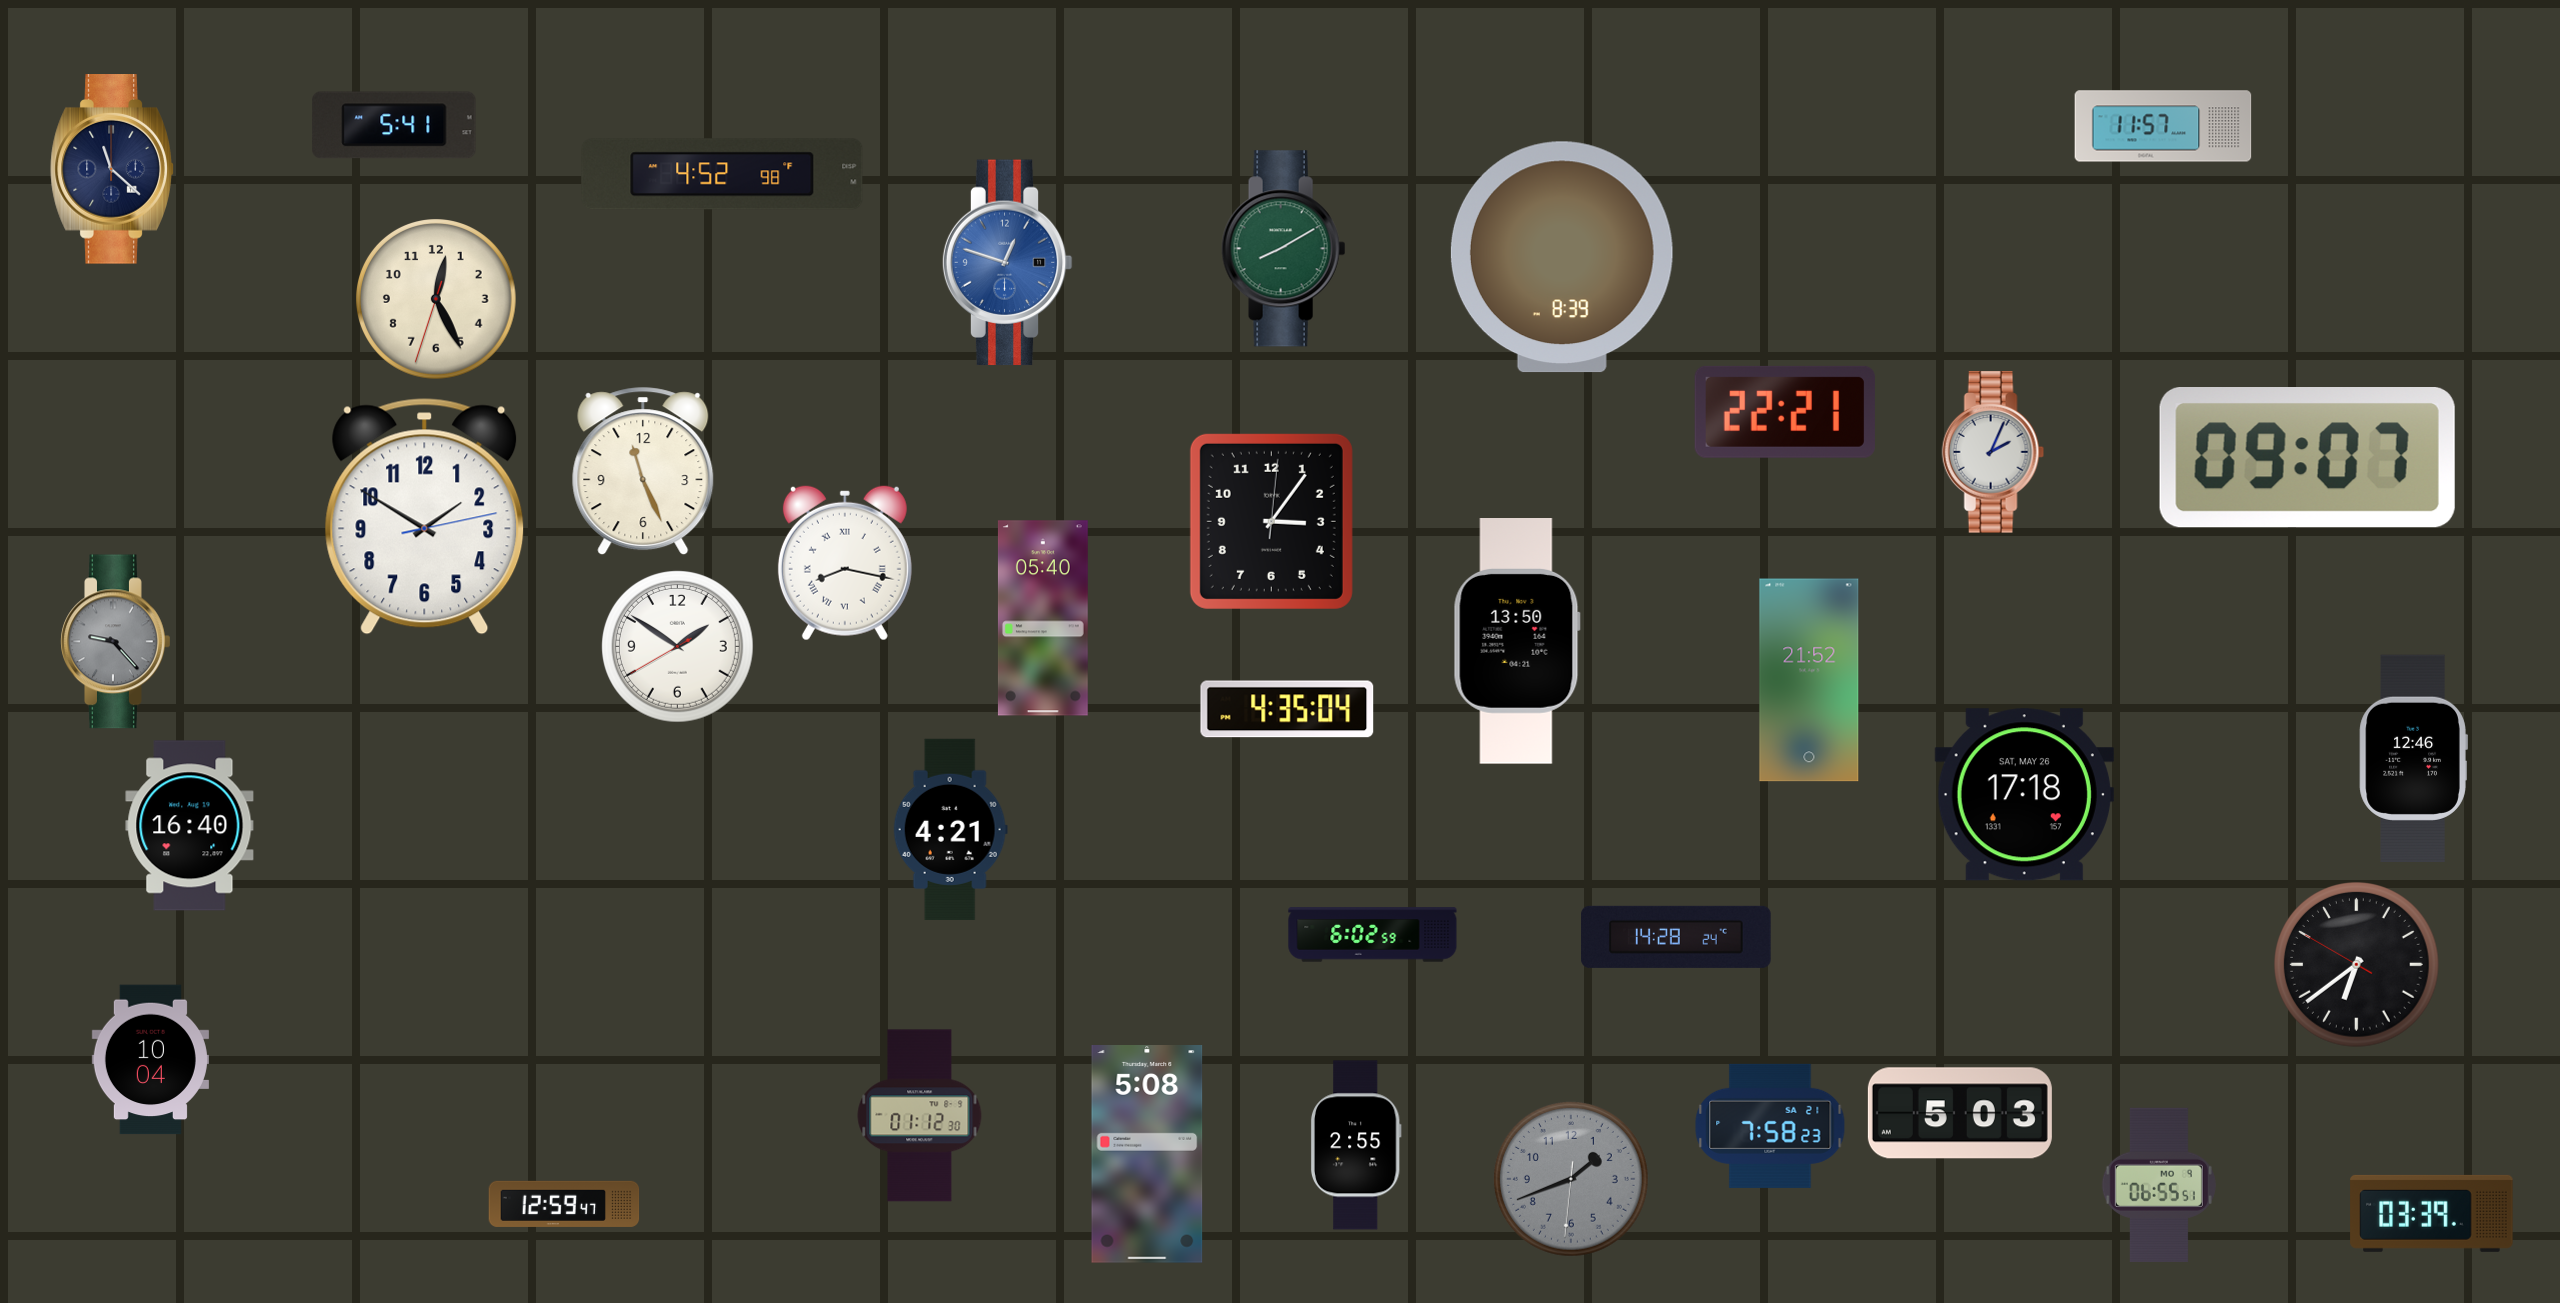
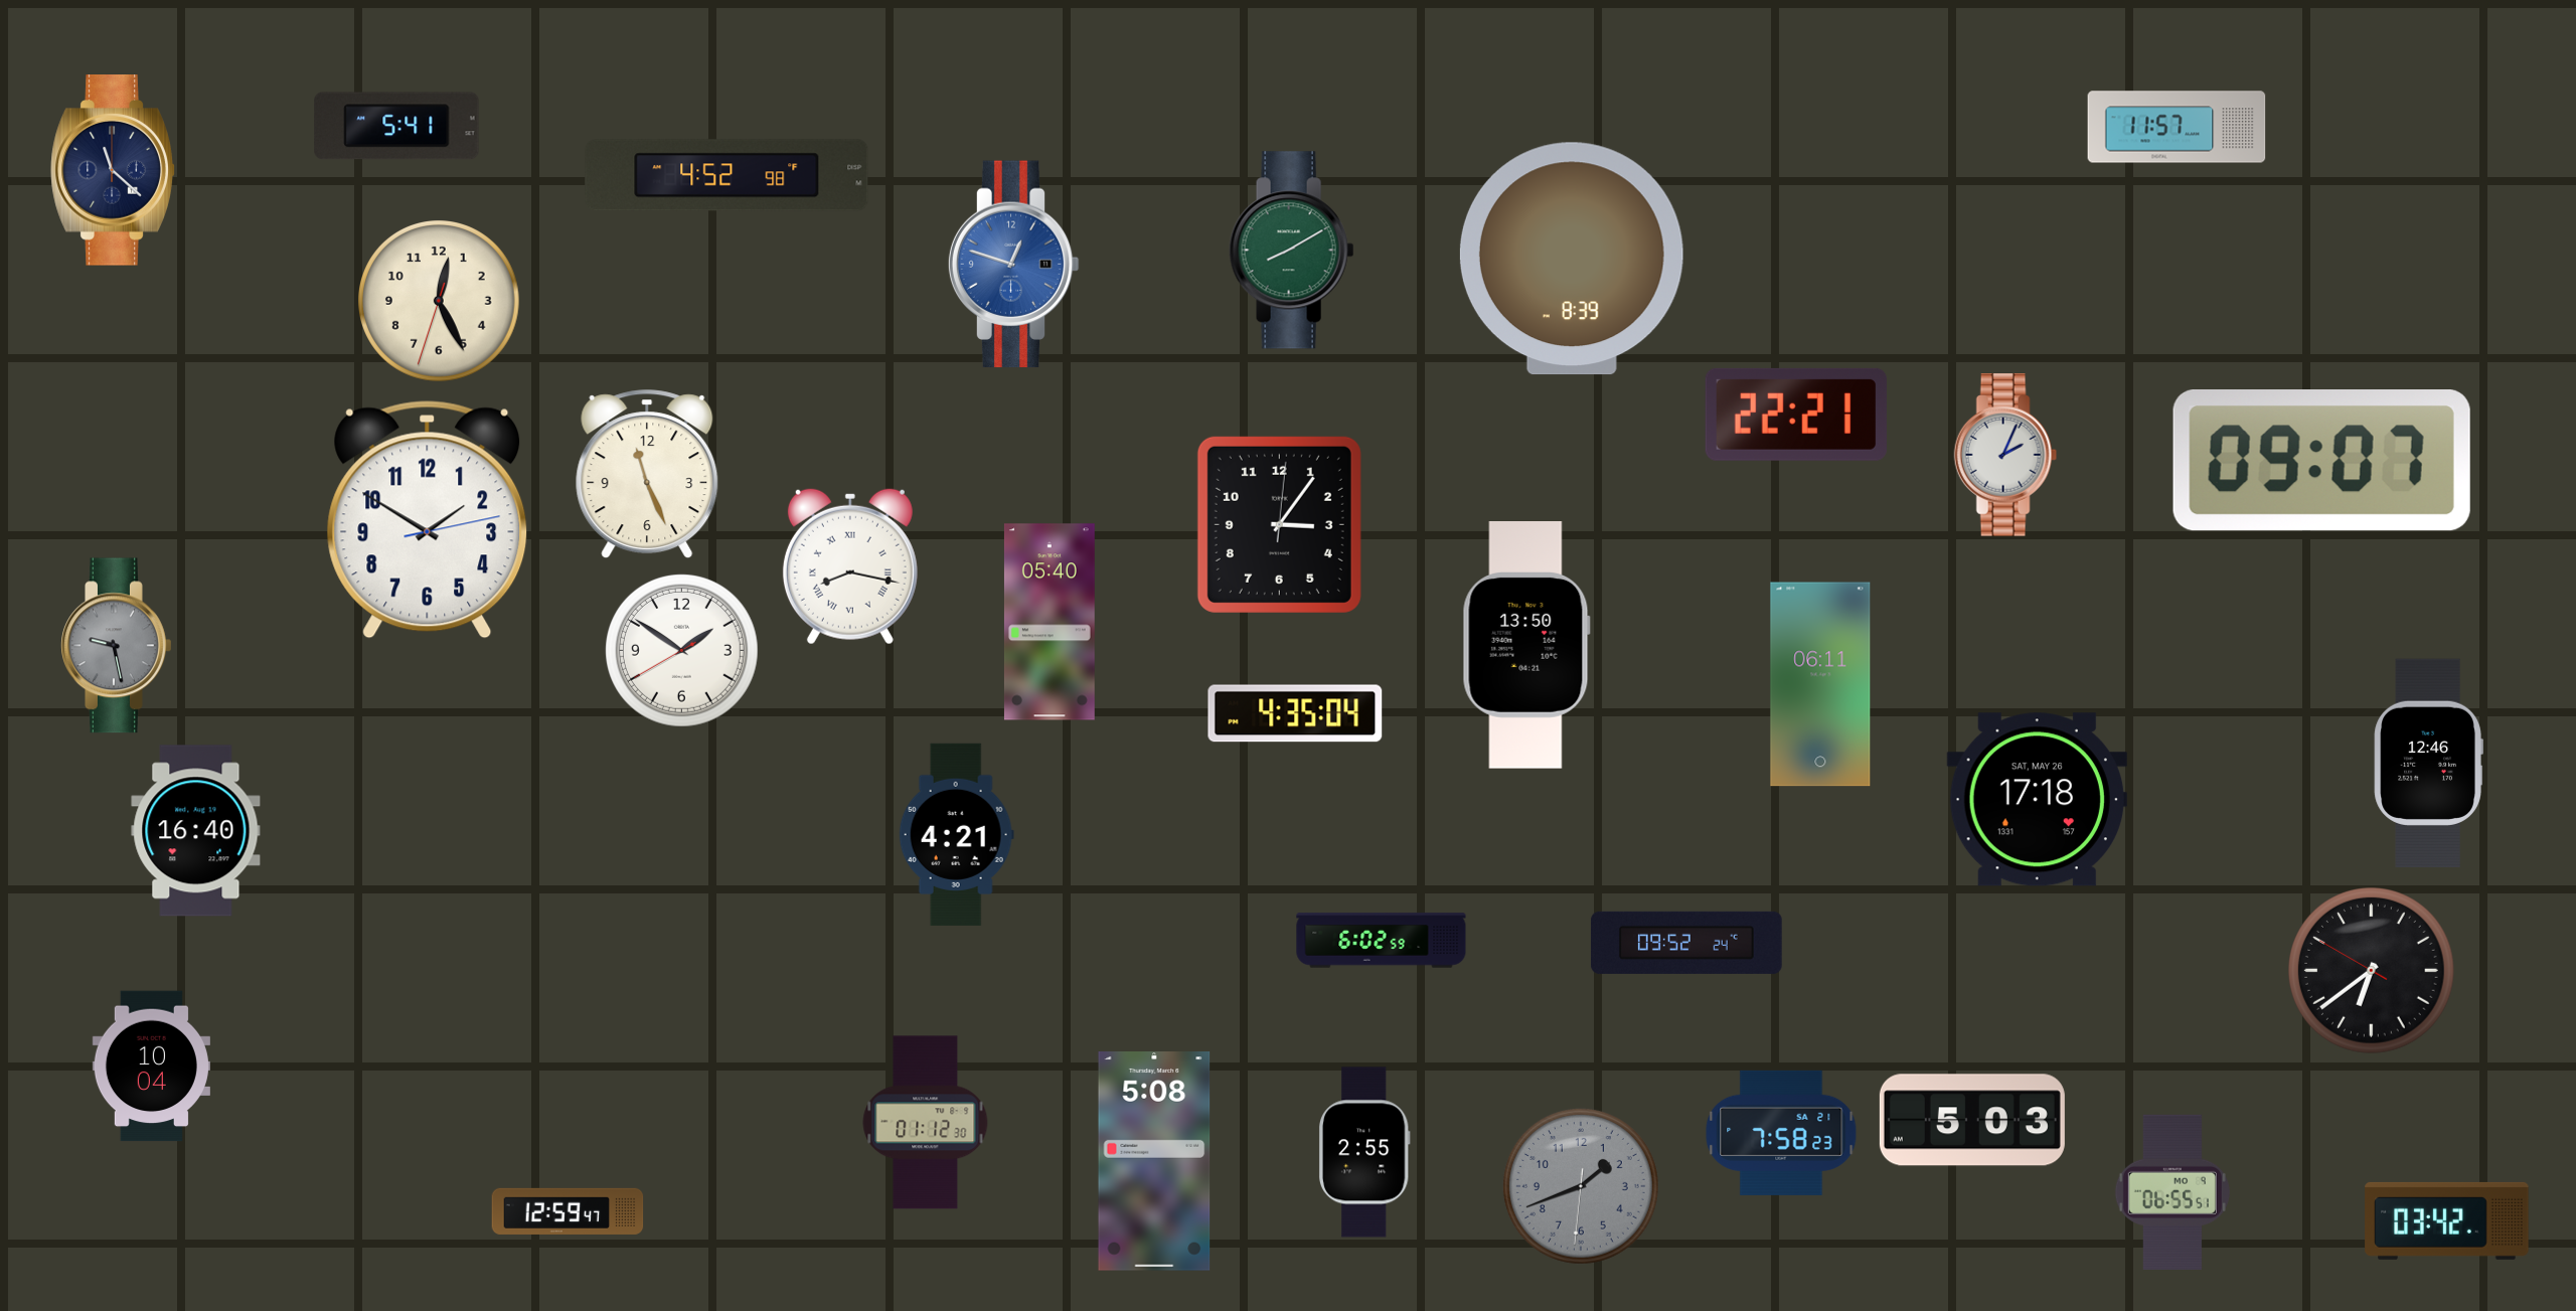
clock at (116, 642): 9:23 -> 9:28
clock at (1809, 680): 21:52 -> 06:11
clock at (190, 826) position: (190, 826) -> (196, 831)
clock at (1676, 937): 14:28 -> 09:52
clock at (2432, 1213): 03:39 -> 03:42
